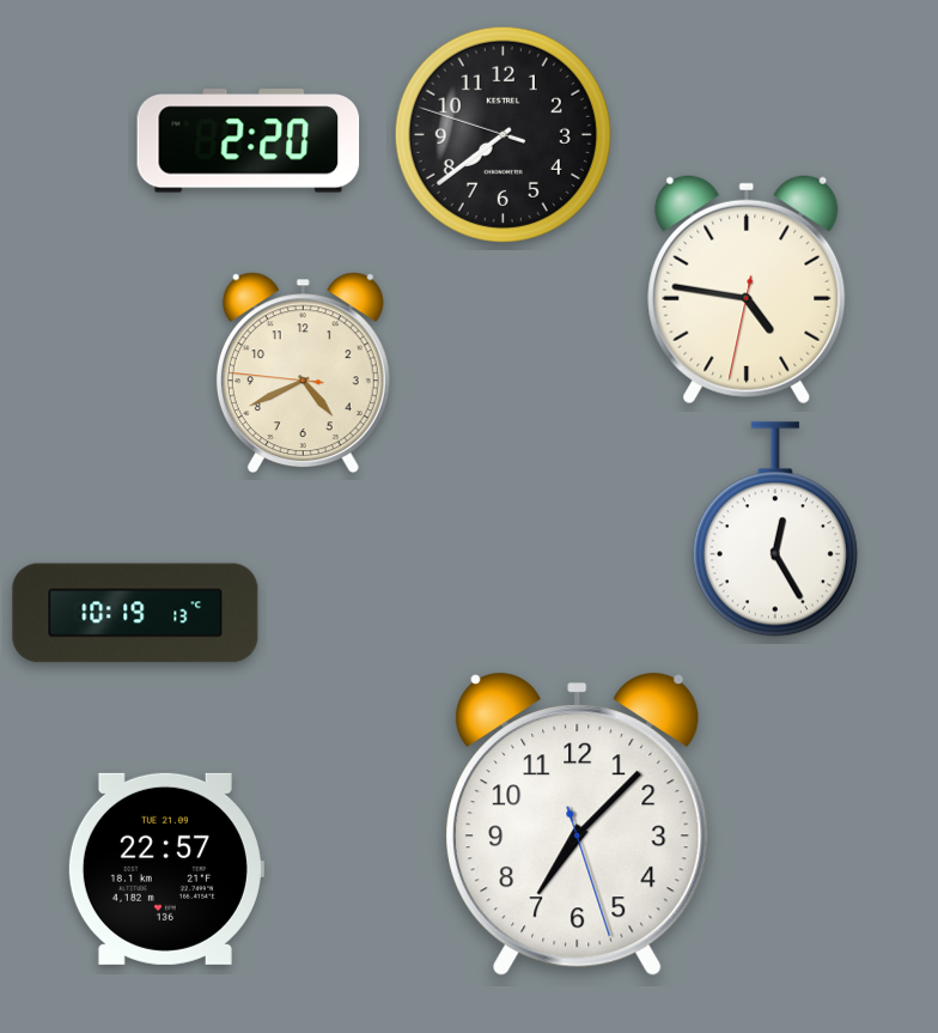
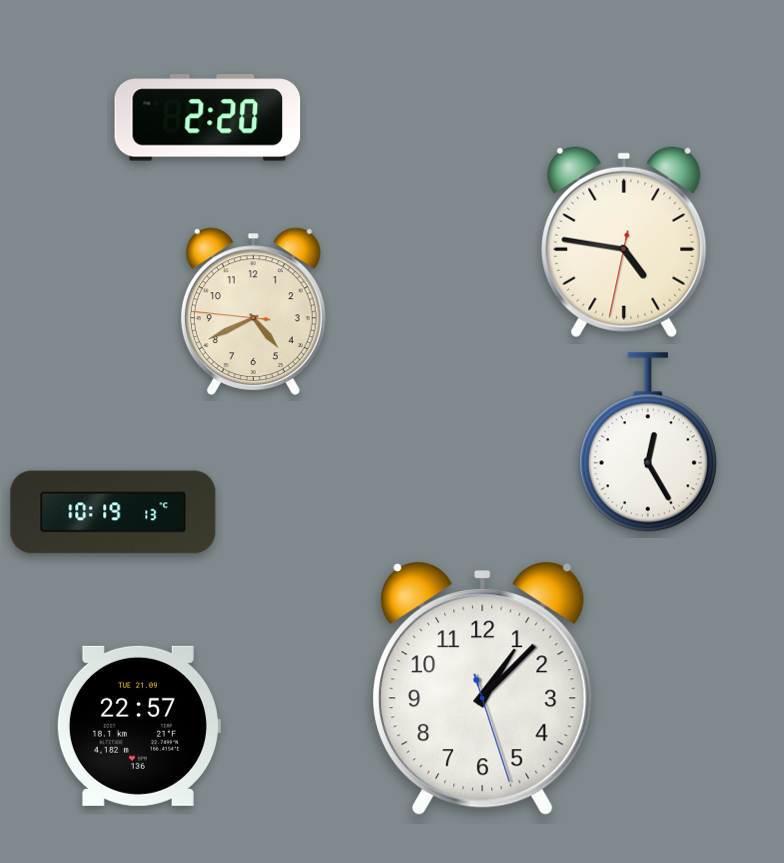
clock at (502, 134): 7:38 -> none
clock at (578, 824): 7:07 -> 1:07
